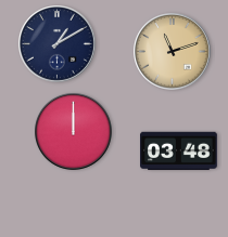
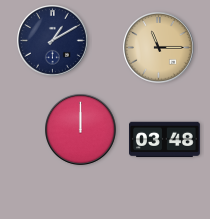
clock at (173, 52): 11:12 -> 11:15
clock at (74, 132) position: (74, 132) -> (81, 130)
